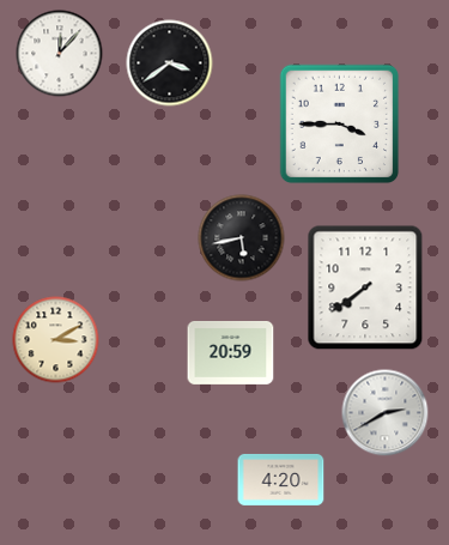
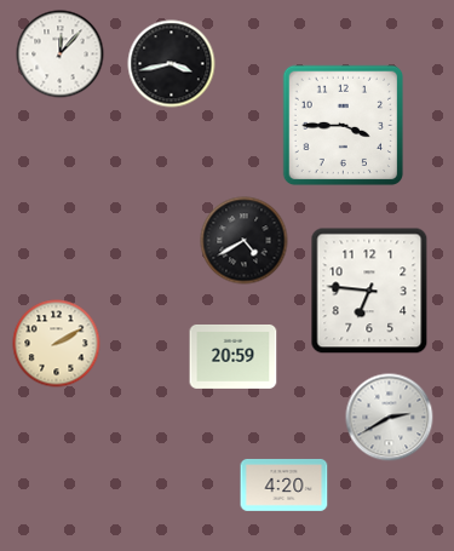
clock at (170, 63): 3:39 -> 3:43
clock at (242, 238): 5:43 -> 4:40
clock at (365, 287): 7:39 -> 6:46
clock at (56, 340): 3:10 -> 2:10
